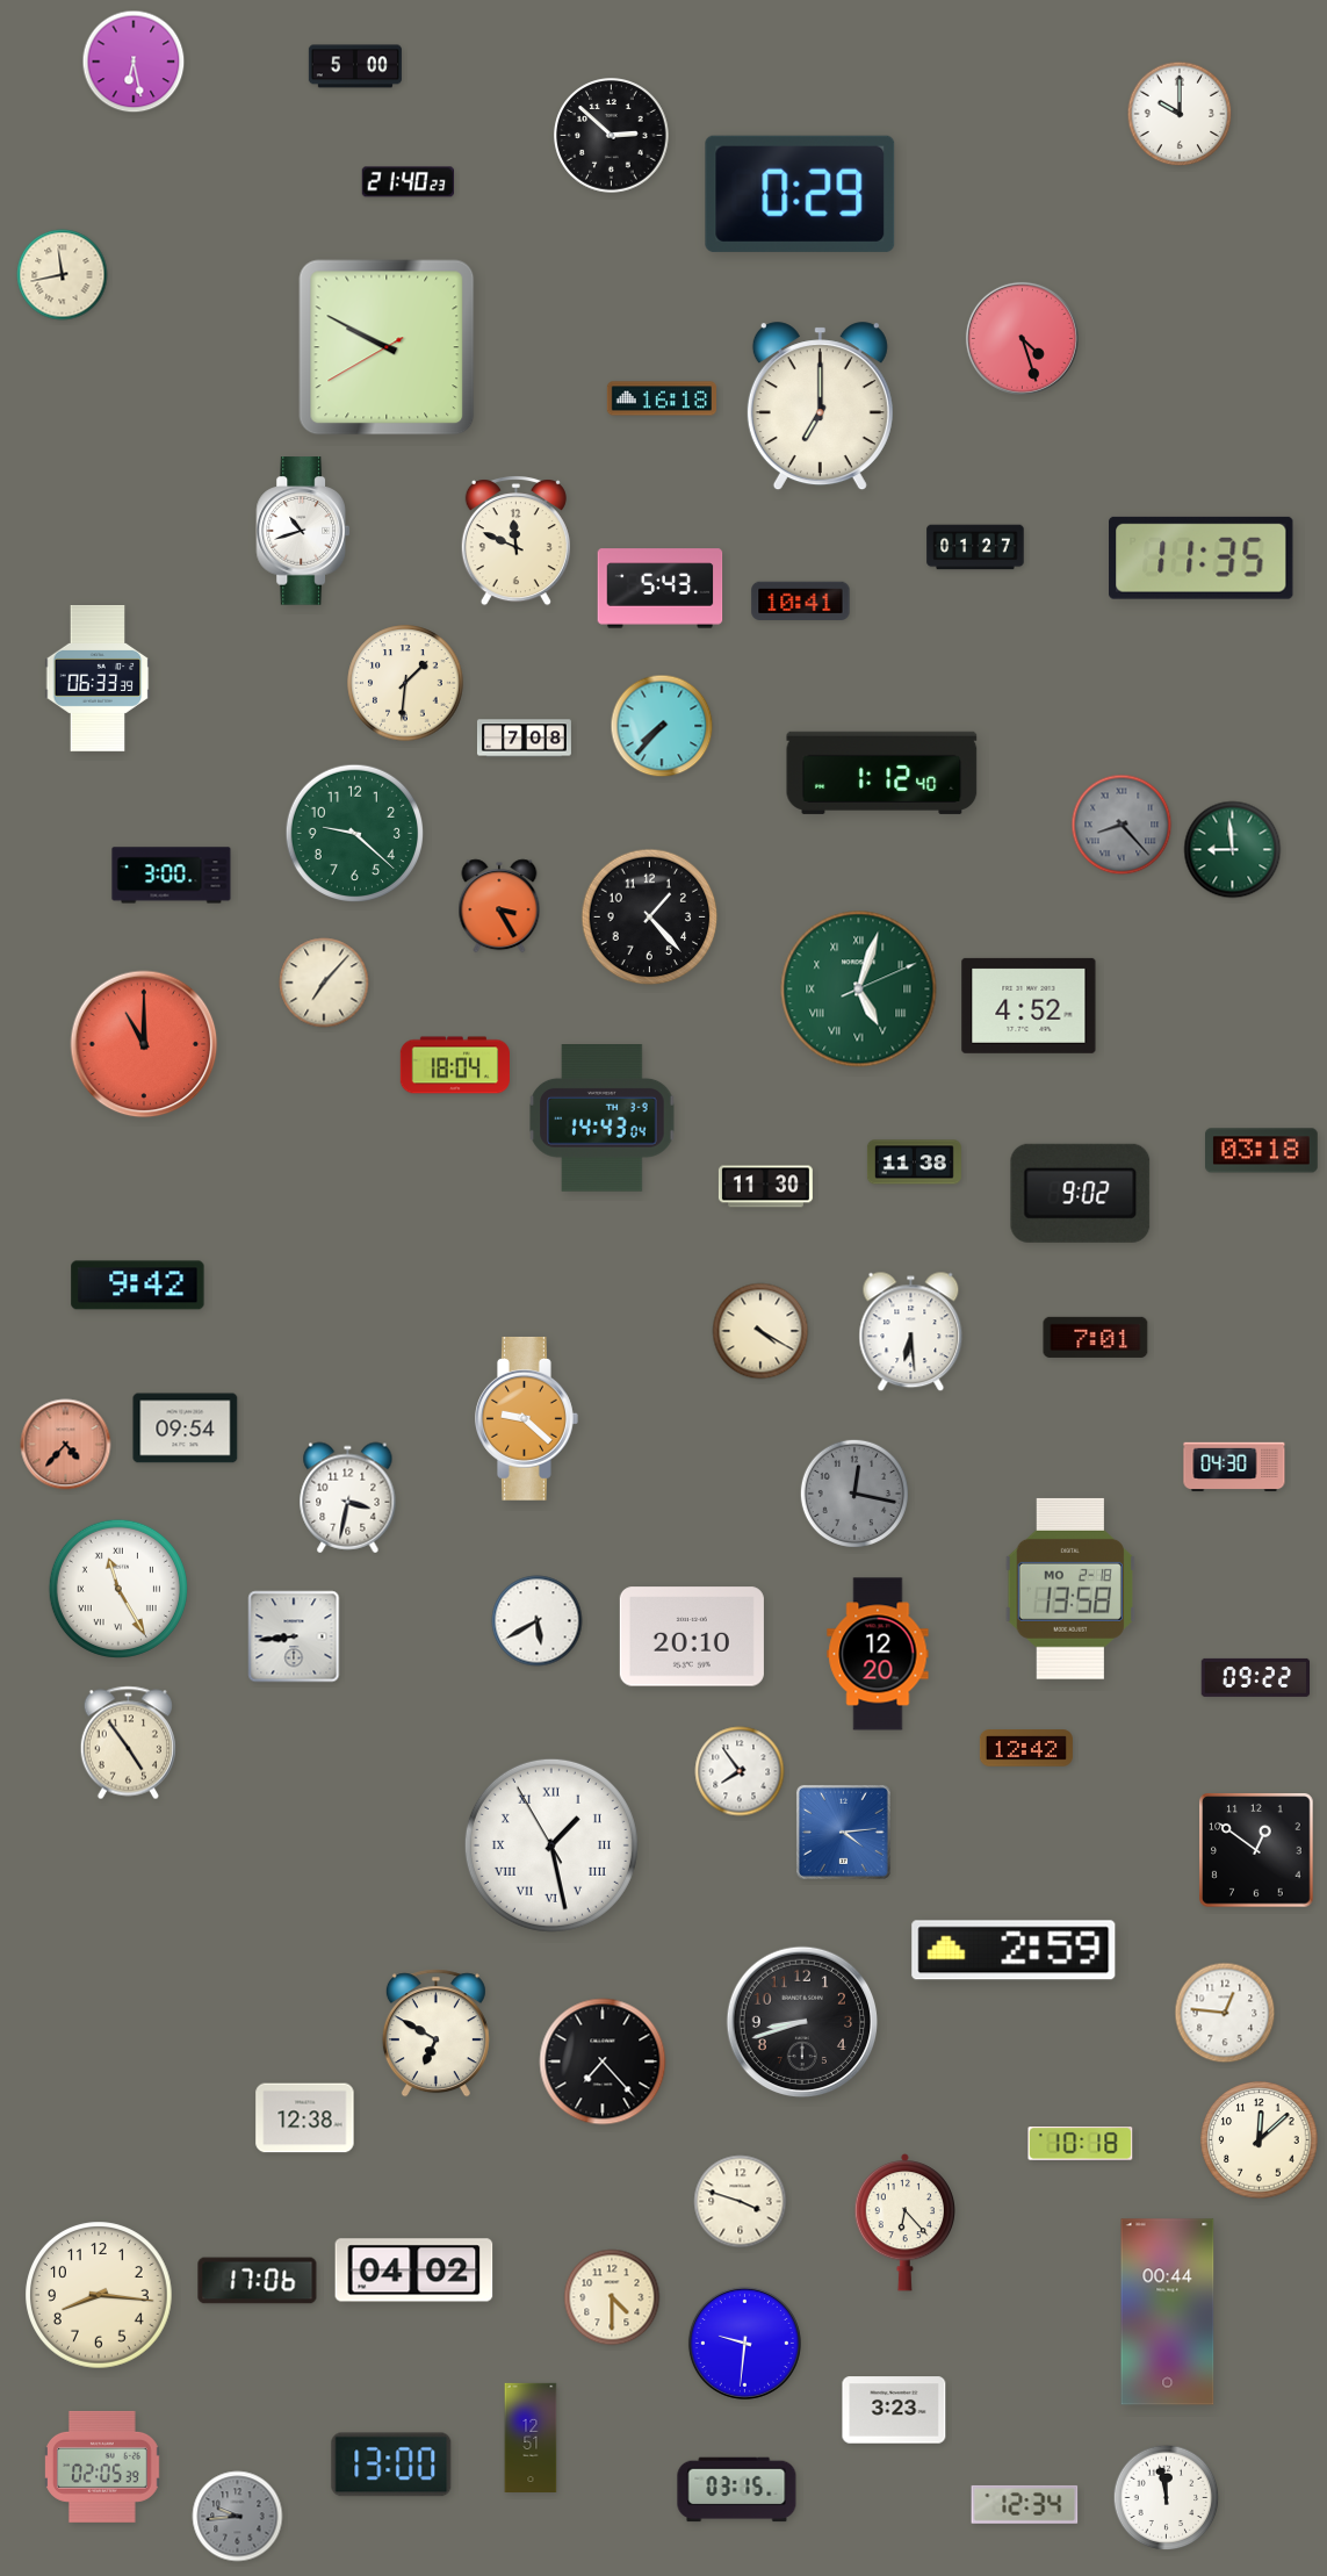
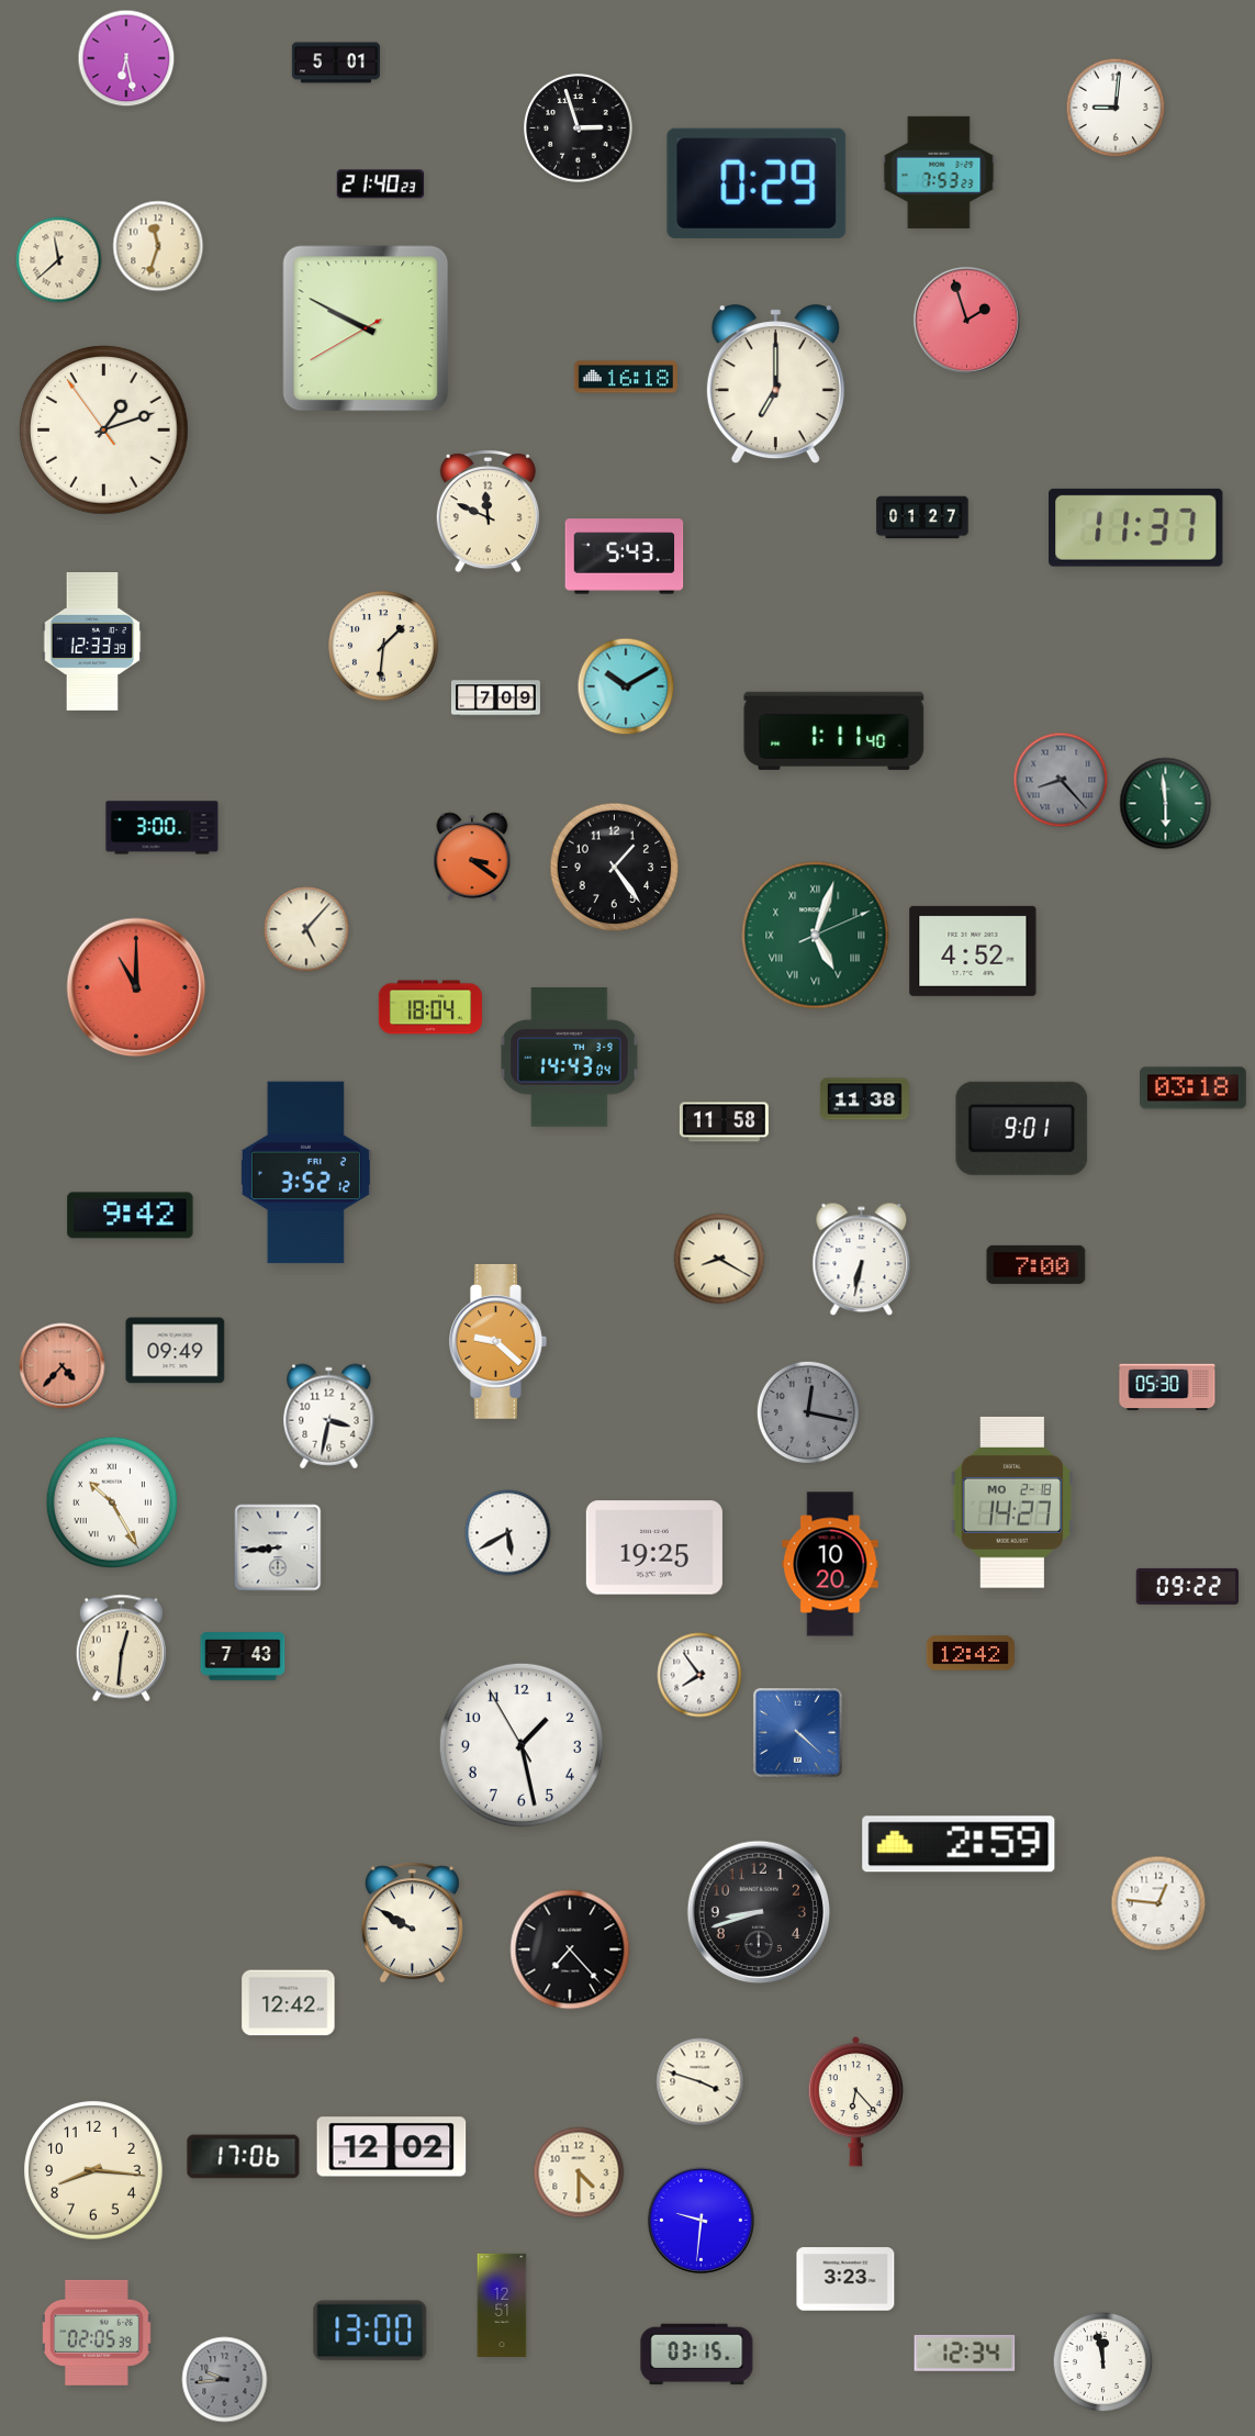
clock at (355, 66): 5:00 -> 5:01
clock at (1180, 114): 10:00 -> 9:01
clock at (612, 136): 2:52 -> 2:57
clock at (408, 182) position: (408, 182) -> (380, 185)
clock at (939, 172): none -> 7:53
clock at (158, 246): none -> 11:33
clock at (63, 275): 11:43 -> 11:38
clock at (1022, 338): 4:27 -> 1:57
clock at (104, 431): none -> 1:11
clock at (302, 531): 10:42 -> none
clock at (1202, 557): 11:35 -> 11:37
clock at (801, 600): 10:41 -> none
clock at (98, 679): 06:33 -> 12:33
clock at (662, 726): 7:37 -> 10:10
clock at (524, 739): 7:08 -> 7:09
clock at (882, 772): 1:12 -> 1:11
clock at (354, 833): 9:22 -> none
clock at (1233, 850): 8:59 -> 5:59
clock at (499, 906): 3:25 -> 3:21
clock at (650, 918): 1:23 -> 1:24
clock at (324, 983): 7:07 -> 5:07
clock at (859, 990) position: (859, 990) -> (816, 936)
clock at (765, 1187): 11:30 -> 11:58
clock at (1081, 1193): 9:02 -> 9:01
clock at (305, 1173): none -> 3:52
clock at (760, 1331): 4:20 -> 8:20
clock at (911, 1332): 6:29 -> 6:32
clock at (1096, 1337): 7:01 -> 7:00
clock at (186, 1429): 09:54 -> 09:49
clock at (1234, 1467): 04:30 -> 05:30
clock at (118, 1589): 11:25 -> 10:25
clock at (1070, 1589): 13:58 -> 14:27
clock at (692, 1636): 20:10 -> 19:25
clock at (878, 1654): 12:20 -> 10:20
clock at (128, 1743): 4:54 -> 12:31
clock at (243, 1656): none -> 7:43
clock at (843, 1832): 4:14 -> 4:22
clock at (551, 1845) numerals: Roman -> Arabic
clock at (1256, 1850): 12:51 -> none
clock at (435, 2034): 6:50 -> 9:50
clock at (305, 2118): 12:38 -> 12:42
clock at (1260, 2140): 12:08 -> none
clock at (1081, 2144): 10:18 -> none
clock at (414, 2271): 04:02 -> 12:02
clock at (1168, 2312): 00:44 -> none
clock at (744, 2343) position: (744, 2343) -> (701, 2220)
clock at (1025, 2504) position: (1025, 2504) -> (965, 2353)
